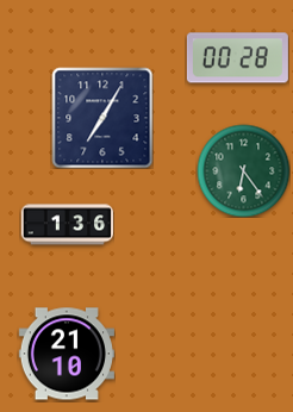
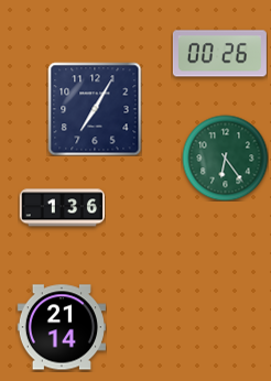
clock at (237, 58): 00:28 -> 00:26
clock at (67, 354): 21:10 -> 21:14
